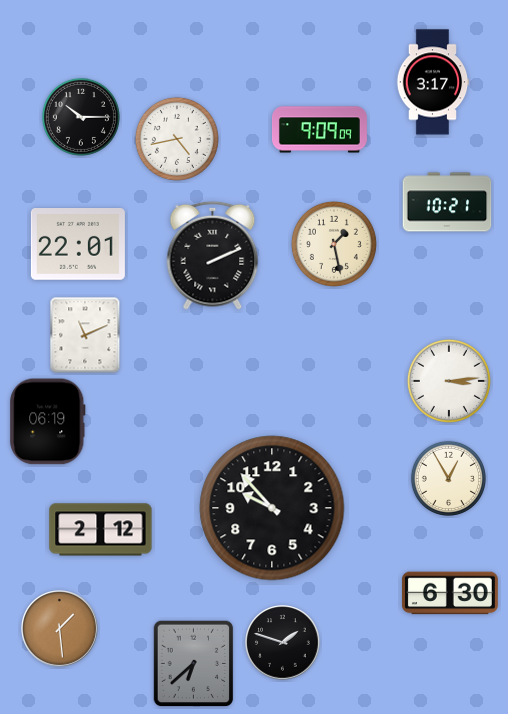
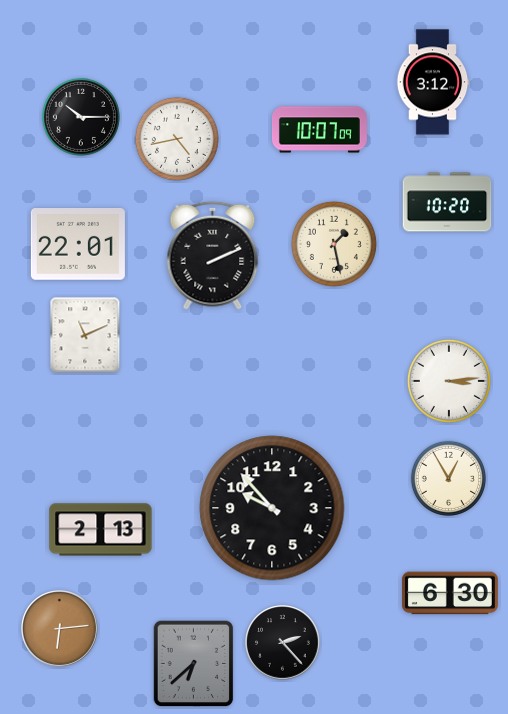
clock at (433, 82): 3:17 -> 3:12
clock at (319, 130): 9:09 -> 10:07
clock at (447, 202): 10:21 -> 10:20
clock at (48, 422): 06:19 -> none
clock at (101, 530): 2:12 -> 2:13
clock at (60, 629): 1:29 -> 6:14
clock at (283, 643): 1:48 -> 2:23
